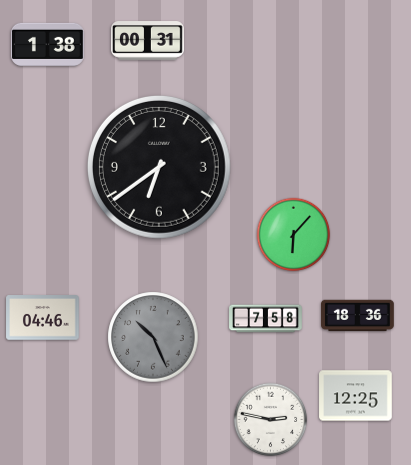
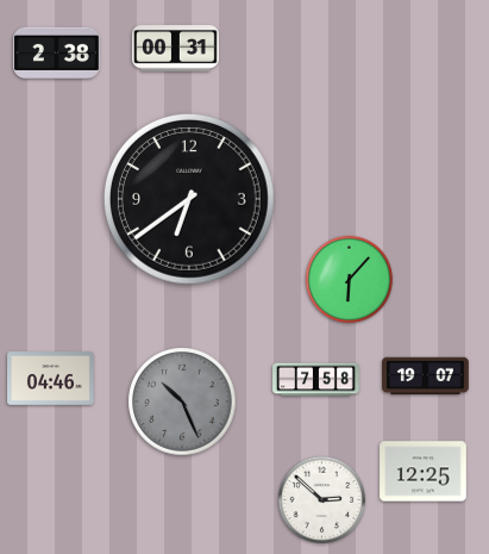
clock at (48, 44): 1:38 -> 2:38
clock at (358, 316): 18:36 -> 19:07
clock at (271, 420): 2:47 -> 2:52
